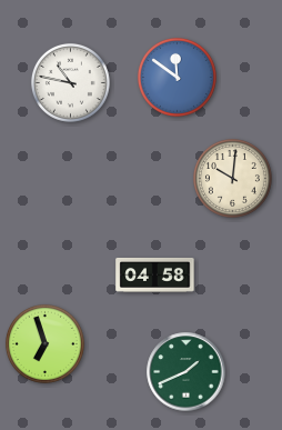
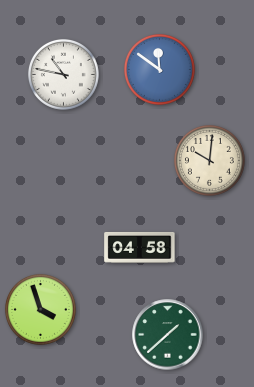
clock at (44, 343): 6:57 -> 3:57
clock at (187, 372): 1:41 -> 1:38
